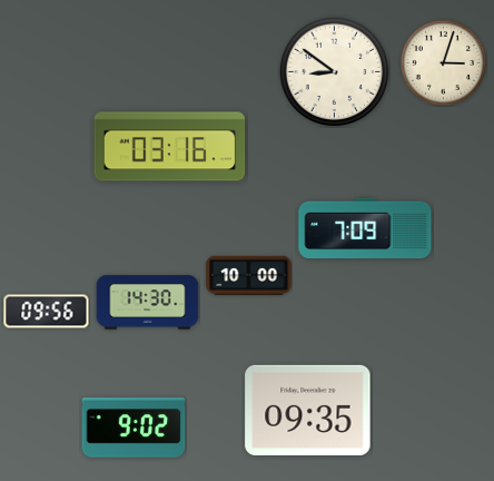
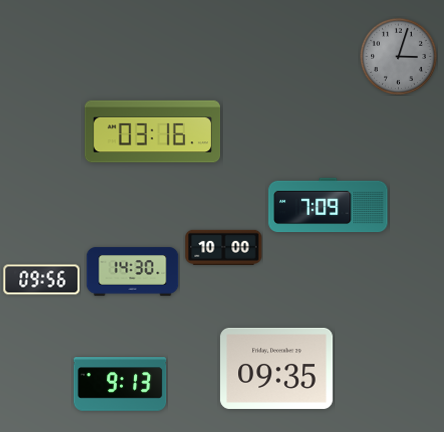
clock at (443, 62) dial: cream -> grey
clock at (335, 72): 8:51 -> none
clock at (134, 429): 9:02 -> 9:13
